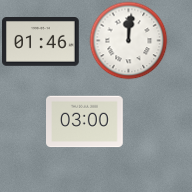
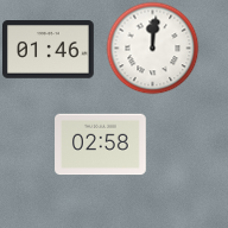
clock at (85, 122): 03:00 -> 02:58
